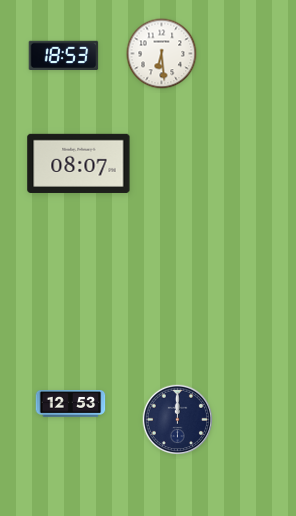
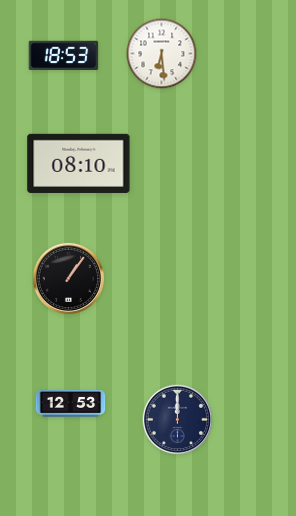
clock at (79, 163): 08:07 -> 08:10
clock at (68, 278): none -> 1:06
